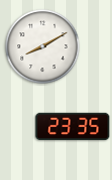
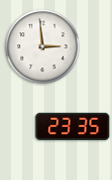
clock at (43, 47): 8:10 -> 2:59
